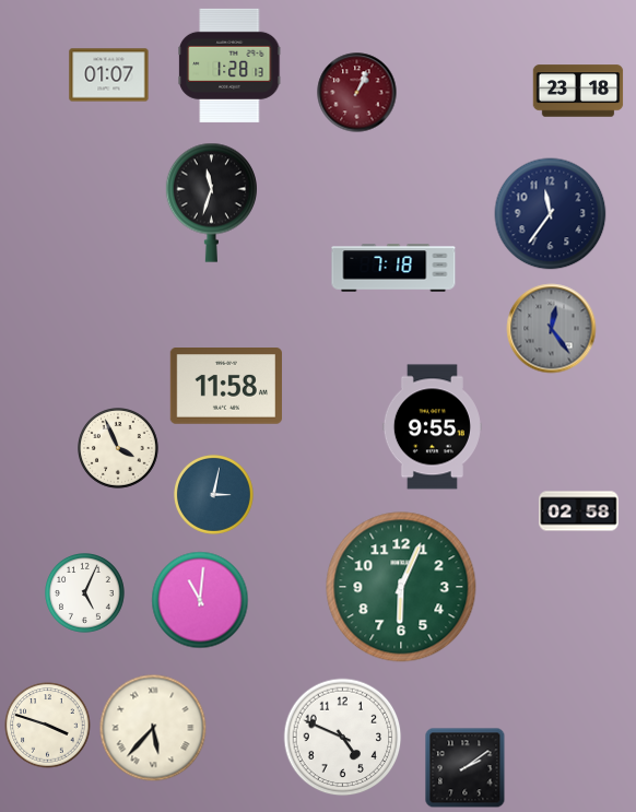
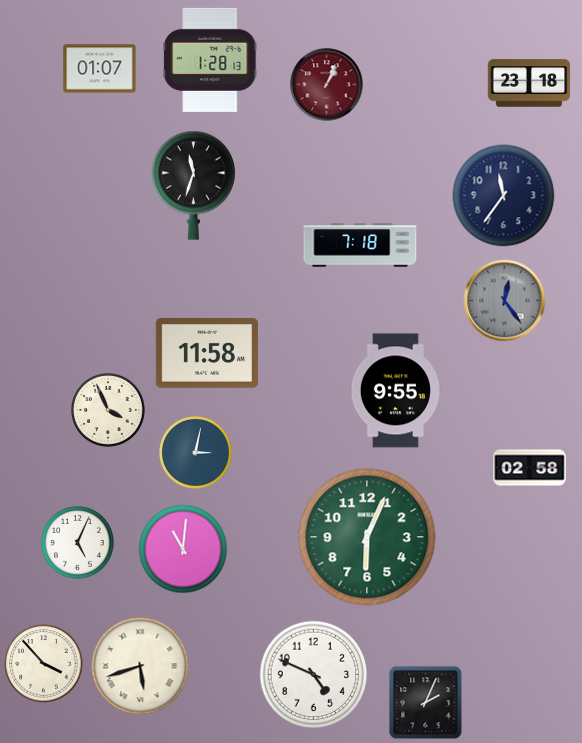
clock at (48, 726): 3:48 -> 3:53
clock at (153, 728): 5:37 -> 5:42
clock at (466, 768): 2:09 -> 2:04
